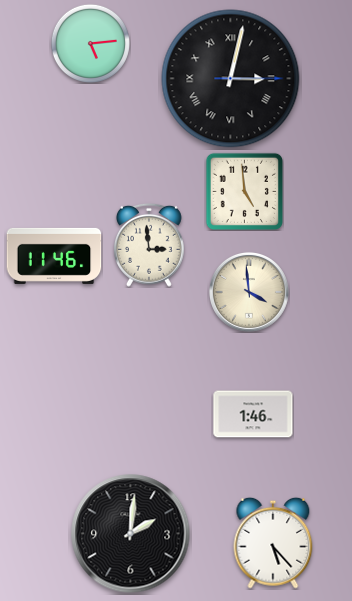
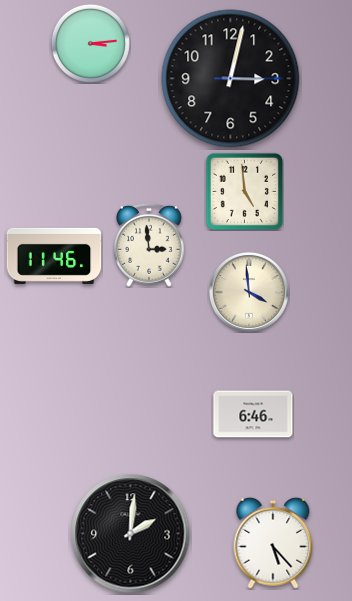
clock at (90, 43): 5:14 -> 3:14
clock at (231, 79) numerals: Roman -> Arabic
clock at (253, 414): 1:46 -> 6:46
